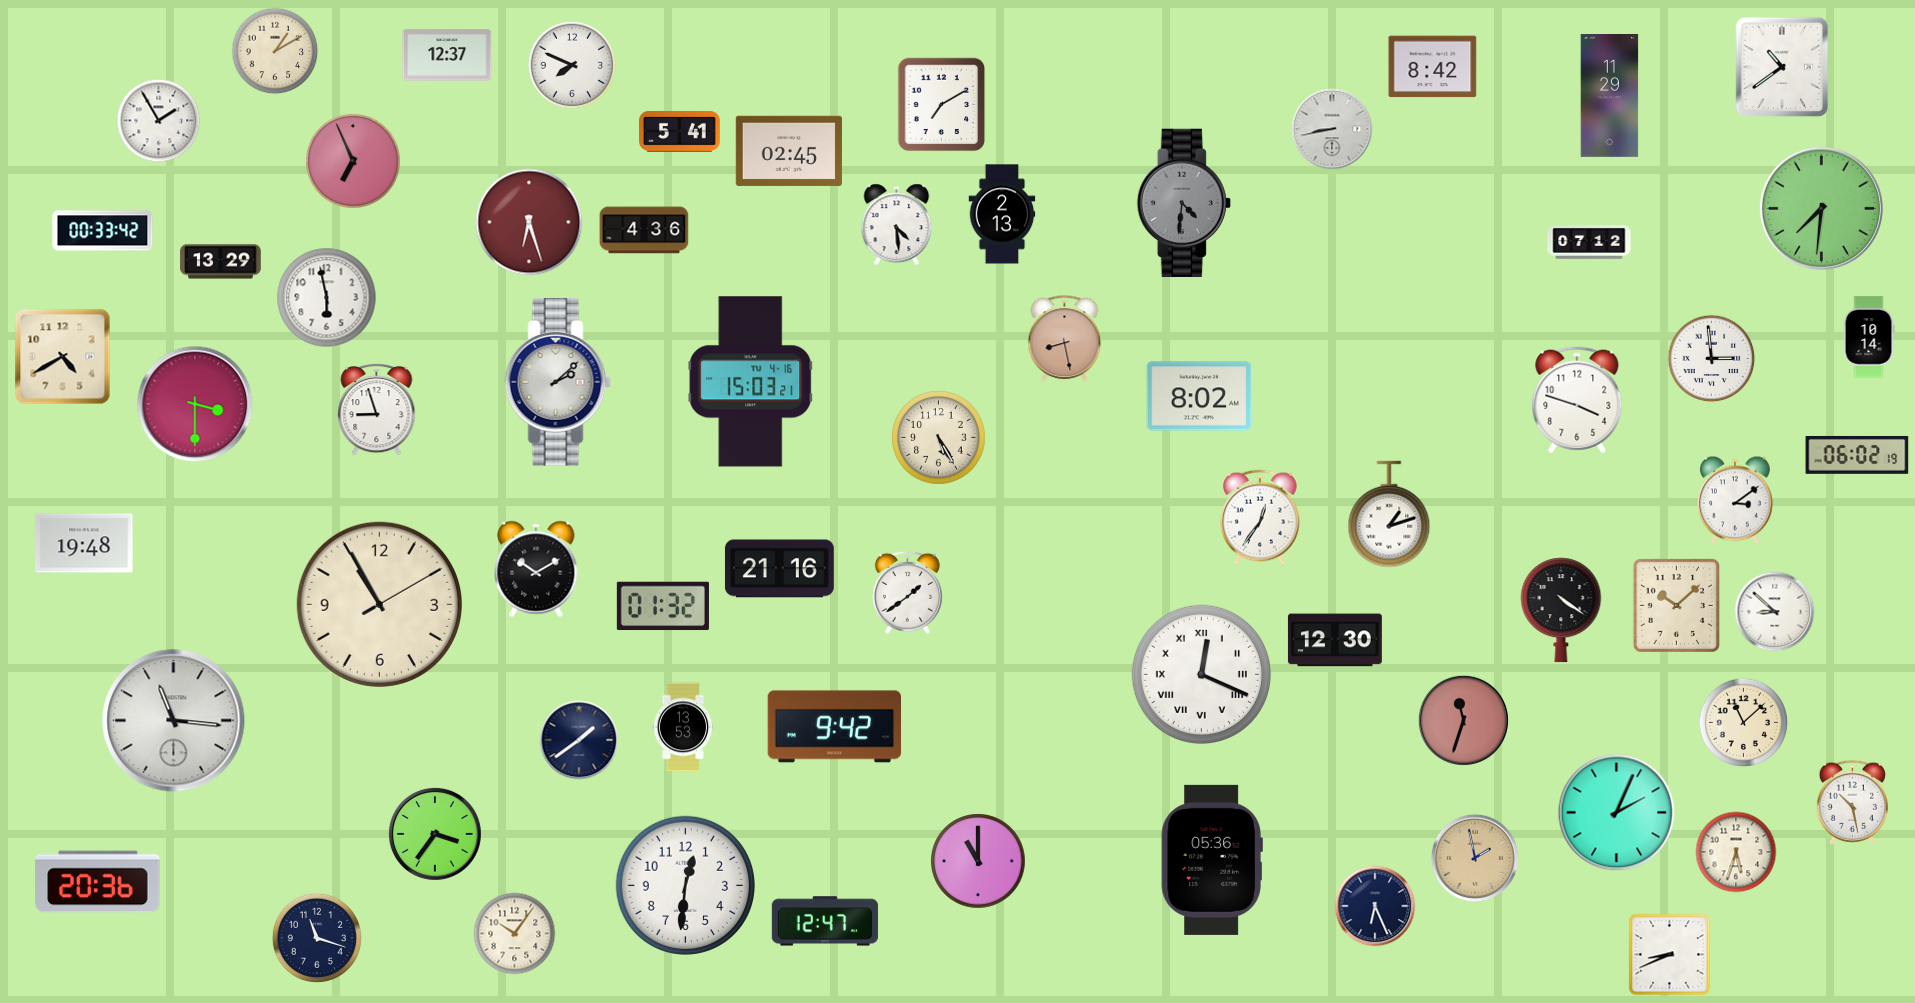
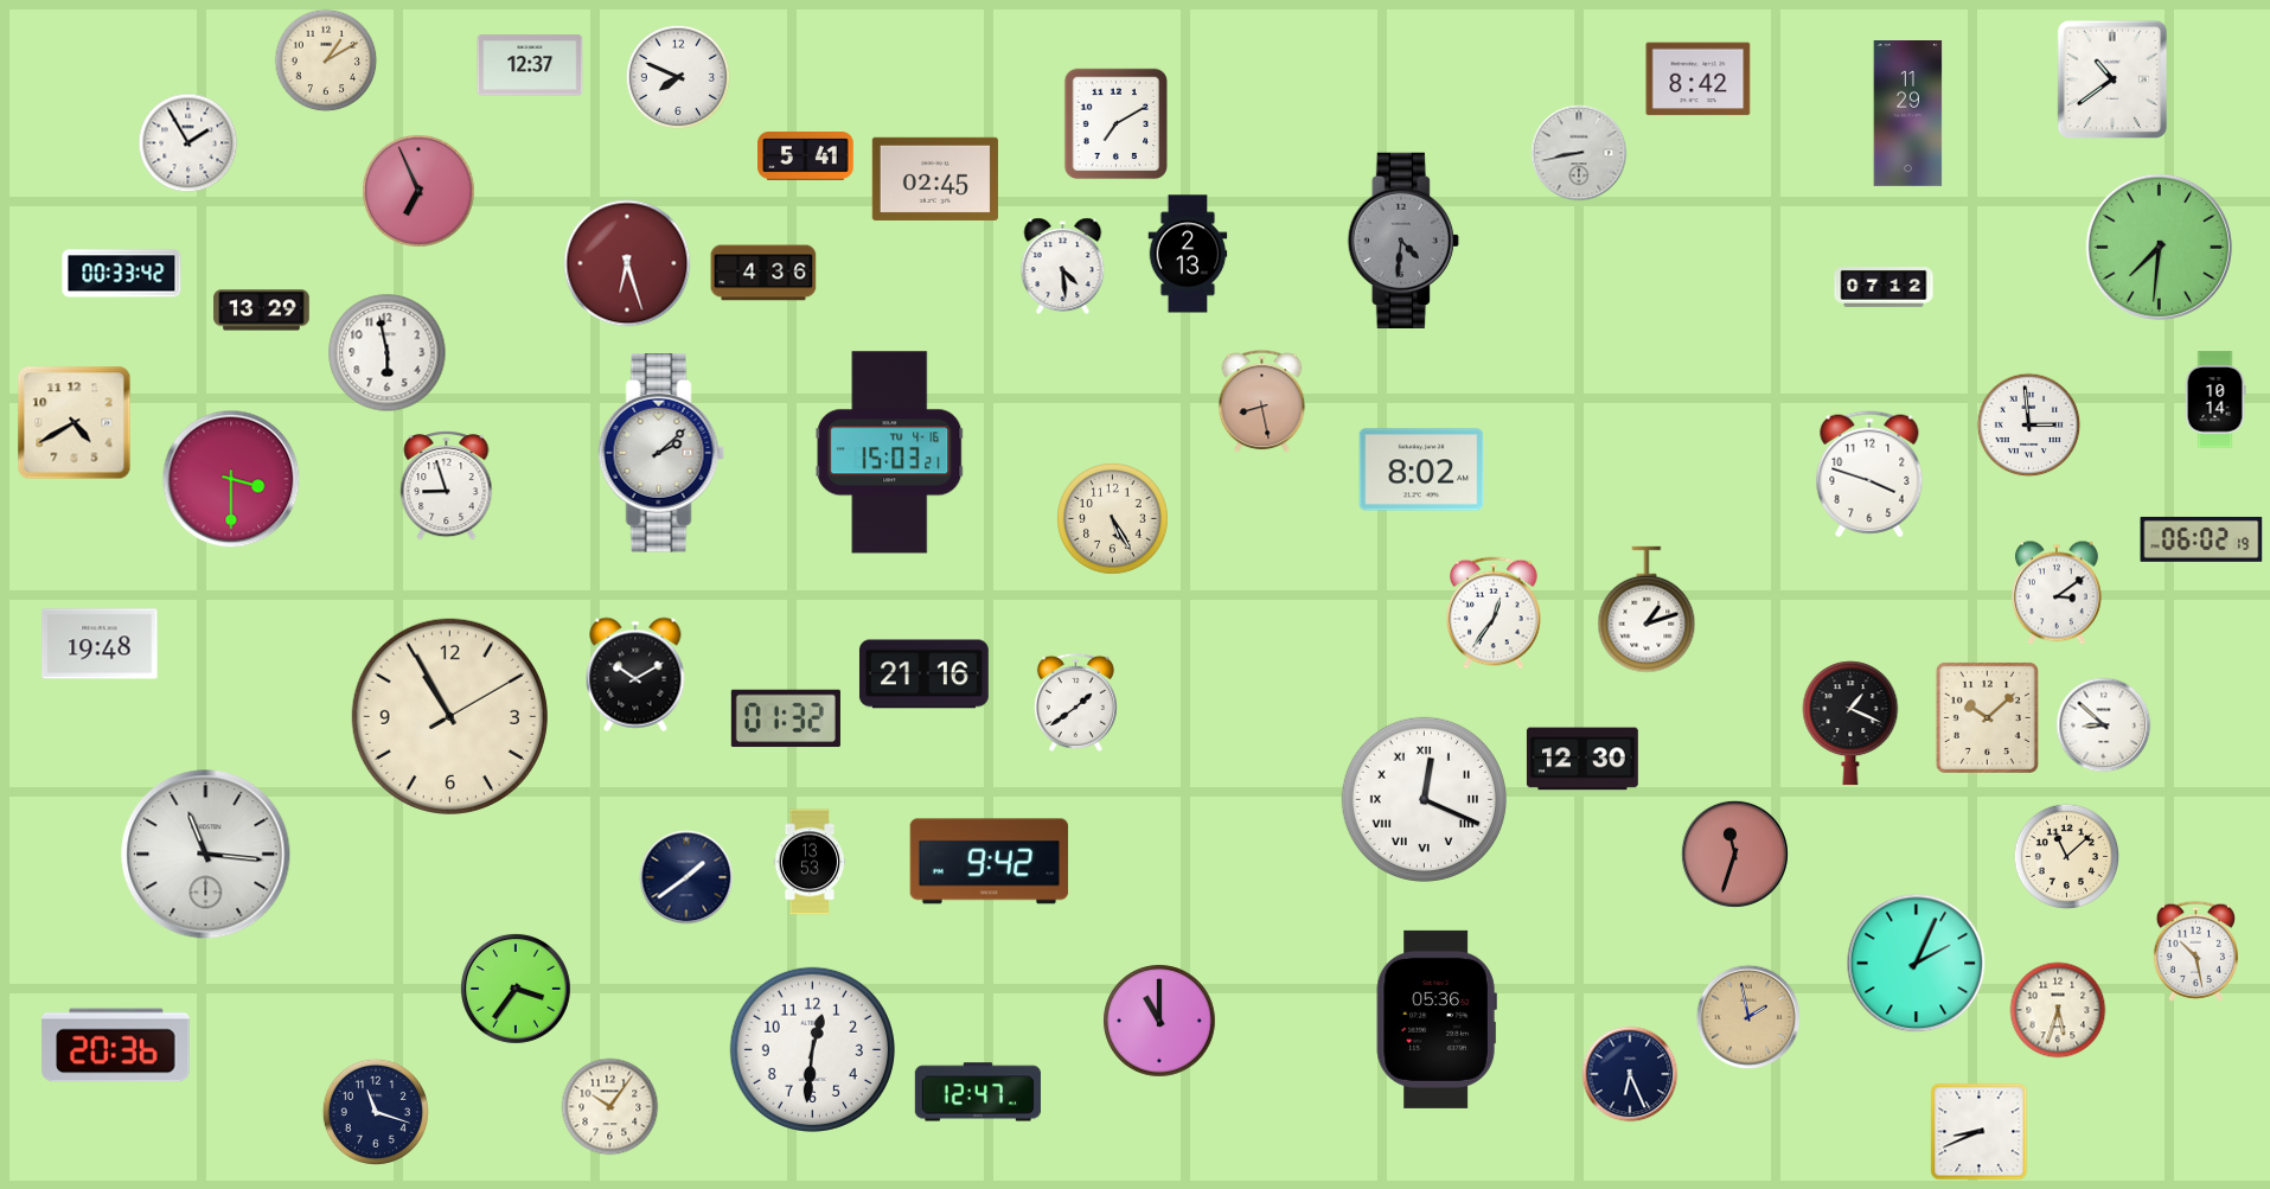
clock at (1561, 610): 4:21 -> 1:19
